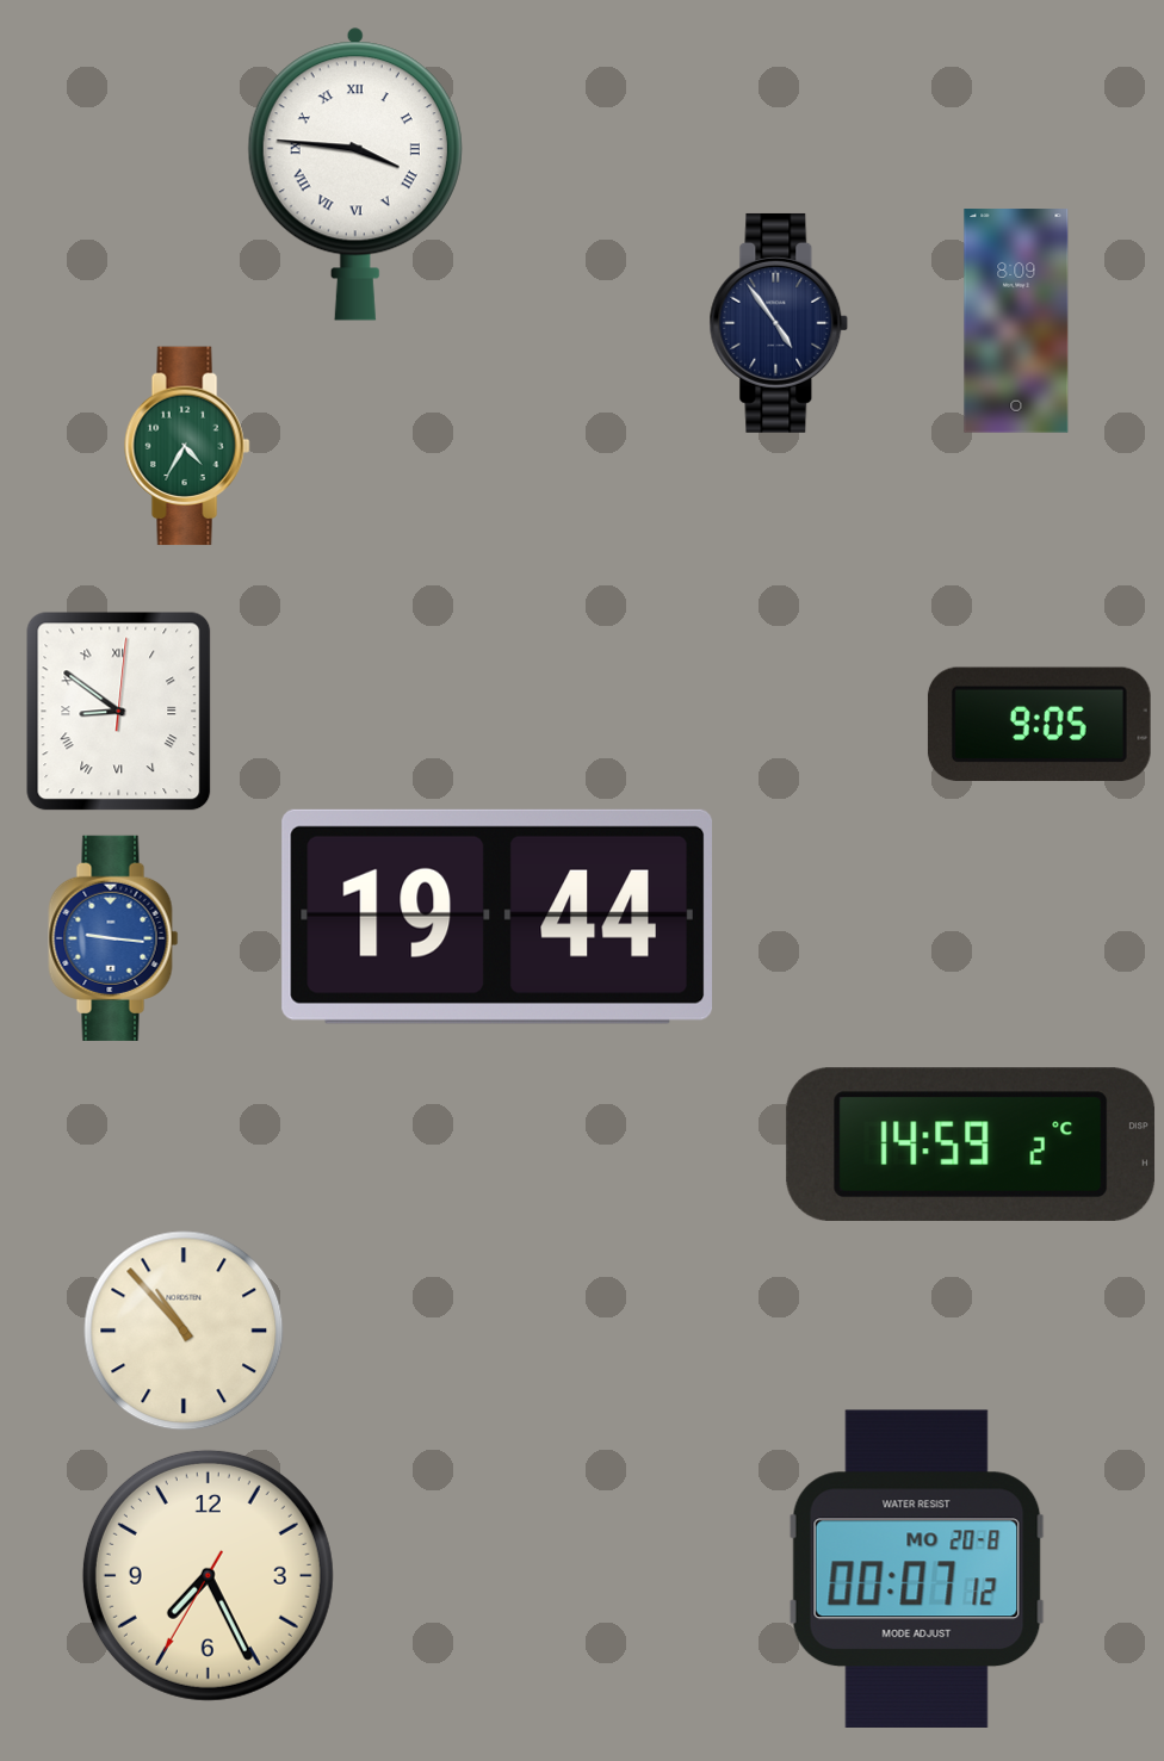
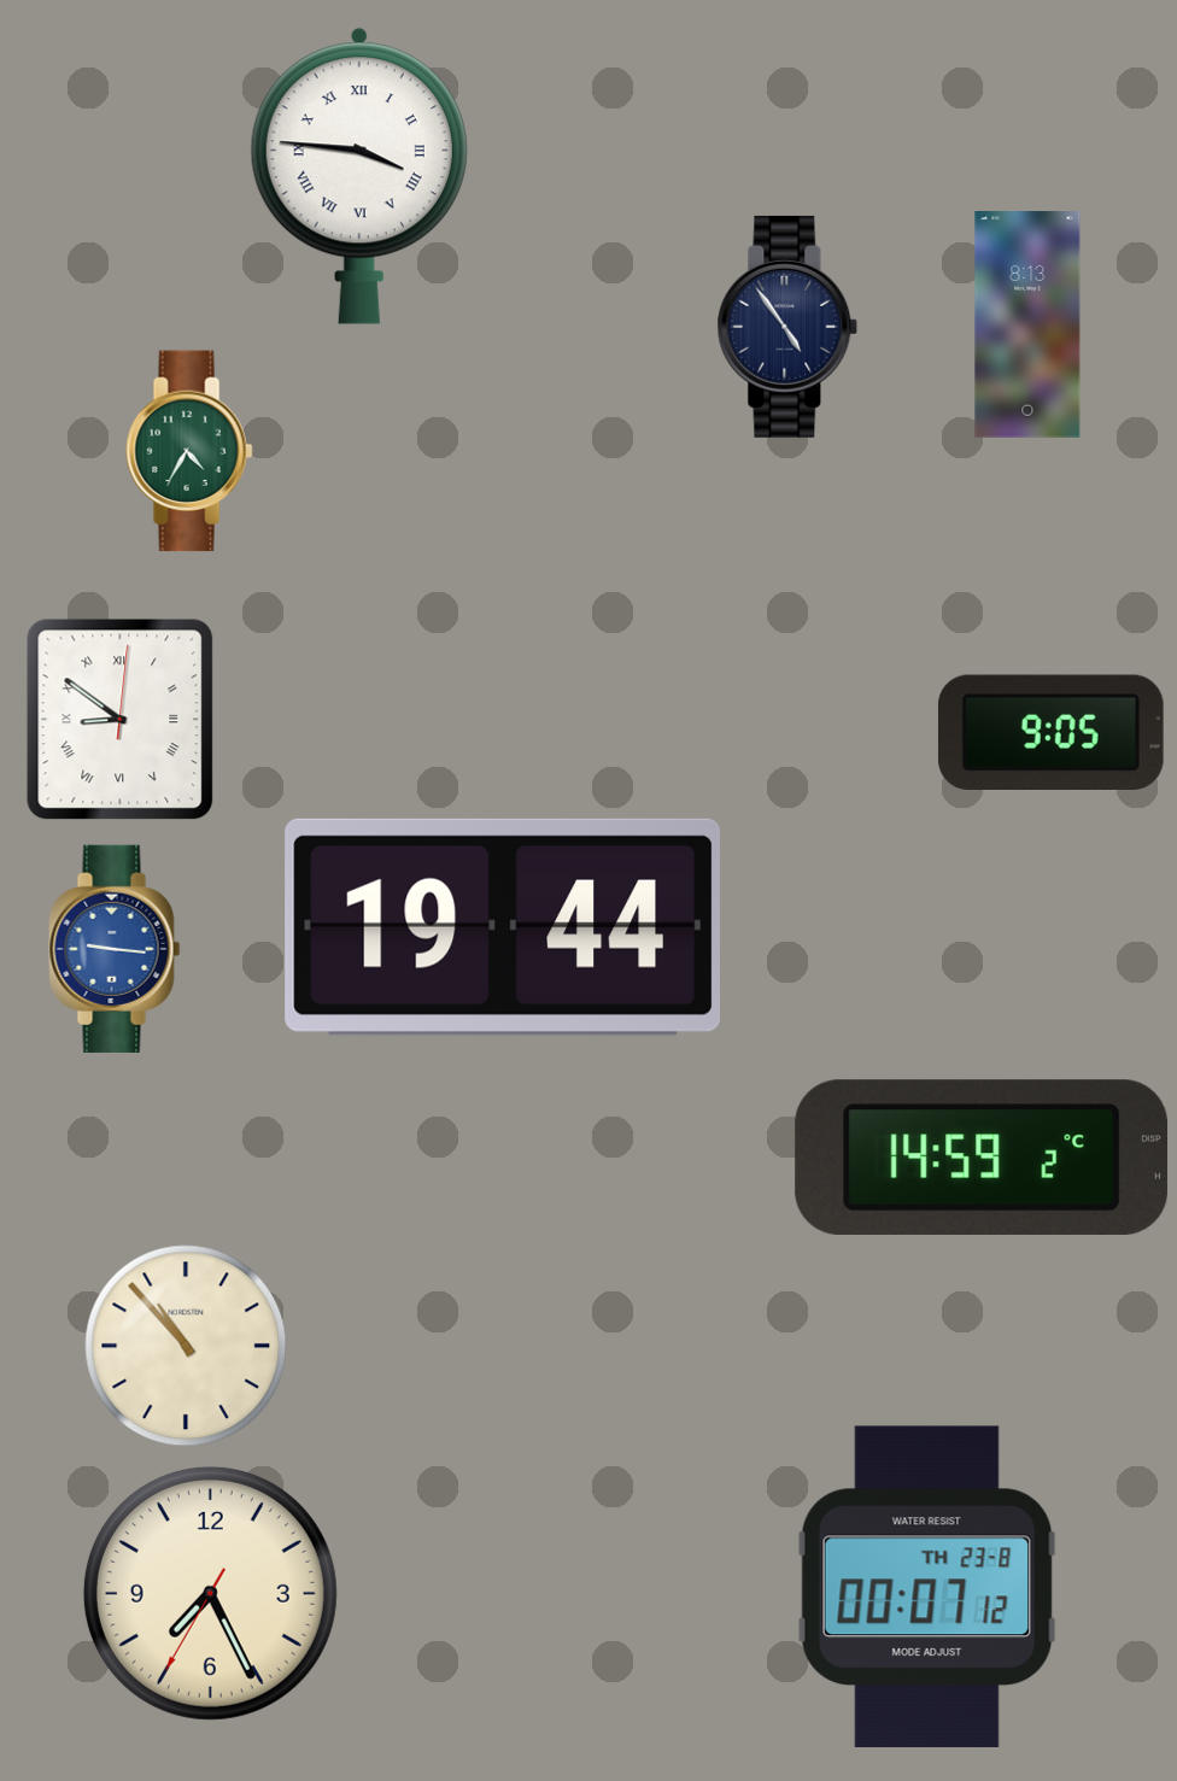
clock at (1016, 321): 8:09 -> 8:13
clock at (917, 1569) date: MO 20-8 -> TH 23-8
